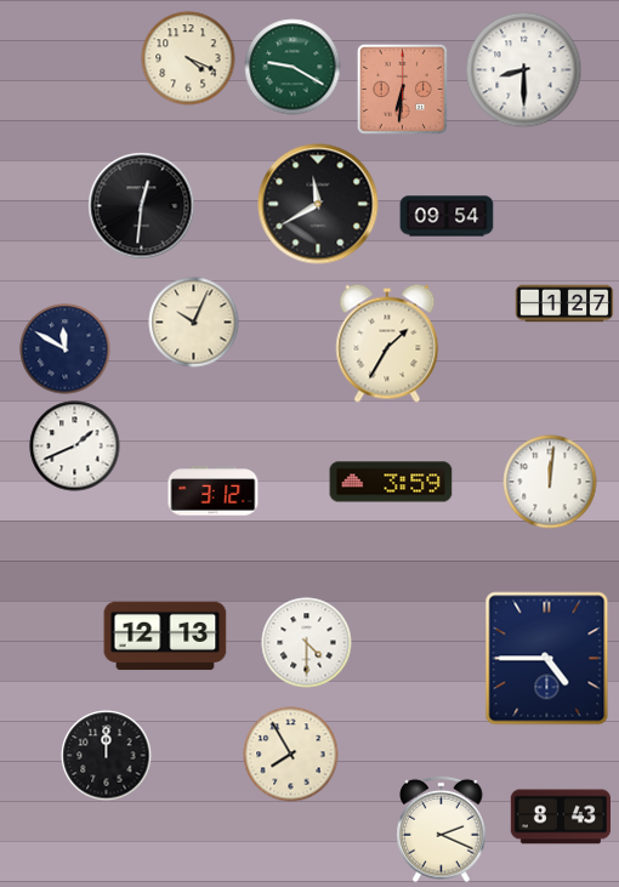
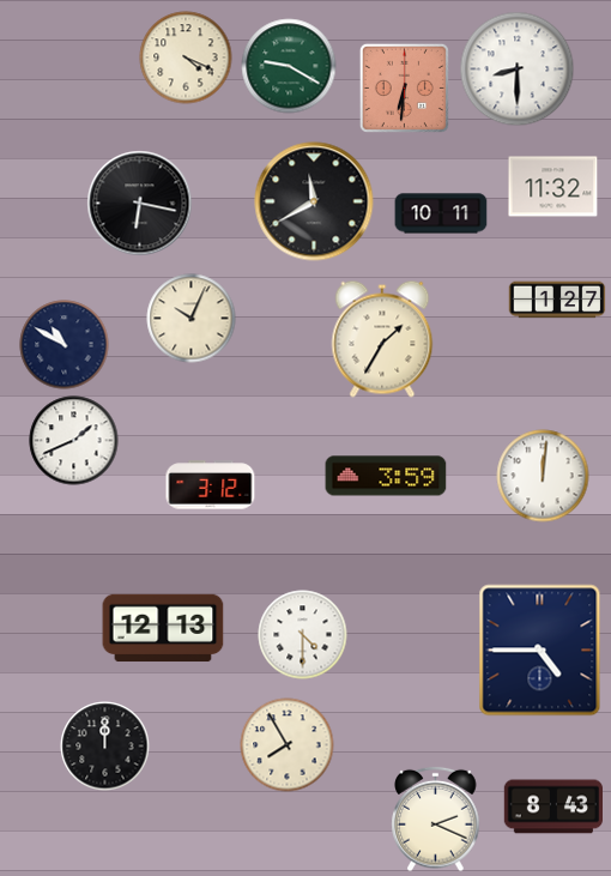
clock at (402, 89) position: (402, 89) -> (404, 87)
clock at (553, 187): none -> 11:32
clock at (142, 206): 12:31 -> 6:17
clock at (447, 216): 09:54 -> 10:11
clock at (66, 349): 11:50 -> 10:50
